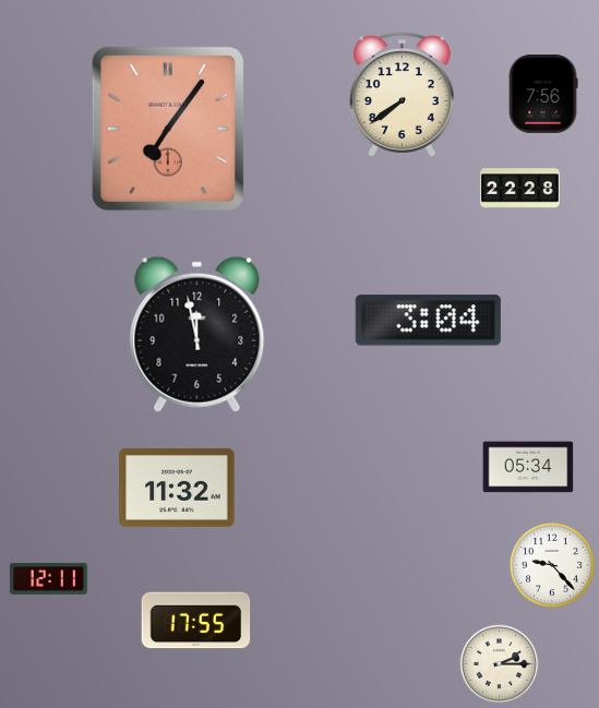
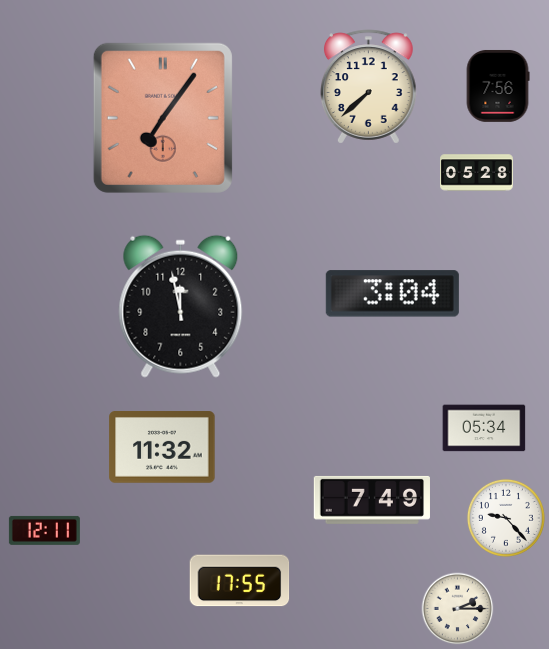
clock at (403, 95): 7:39 -> 7:38
clock at (168, 129) position: (168, 129) -> (163, 118)
clock at (520, 189): 22:28 -> 05:28
clock at (372, 500): none -> 7:49
clock at (196, 621) position: (196, 621) -> (240, 581)
